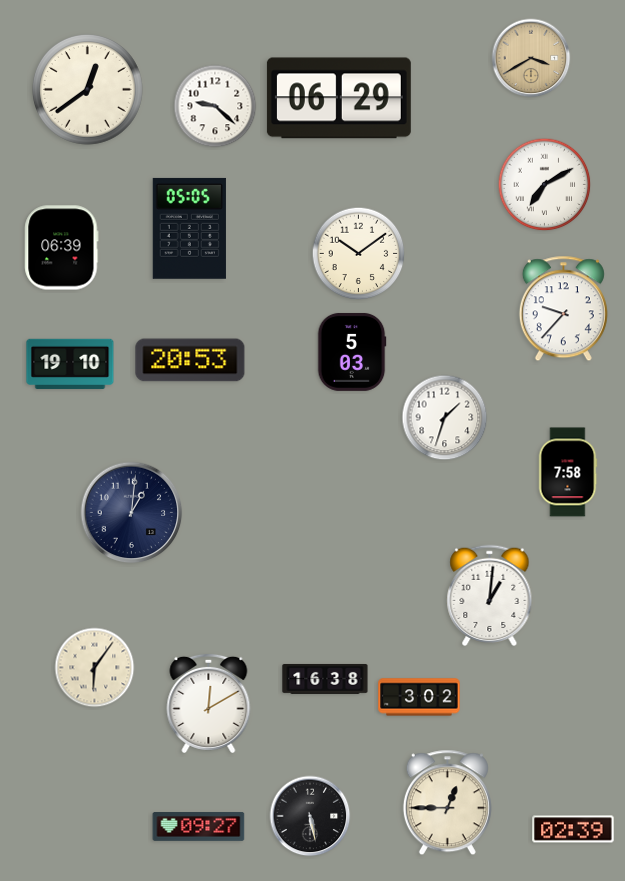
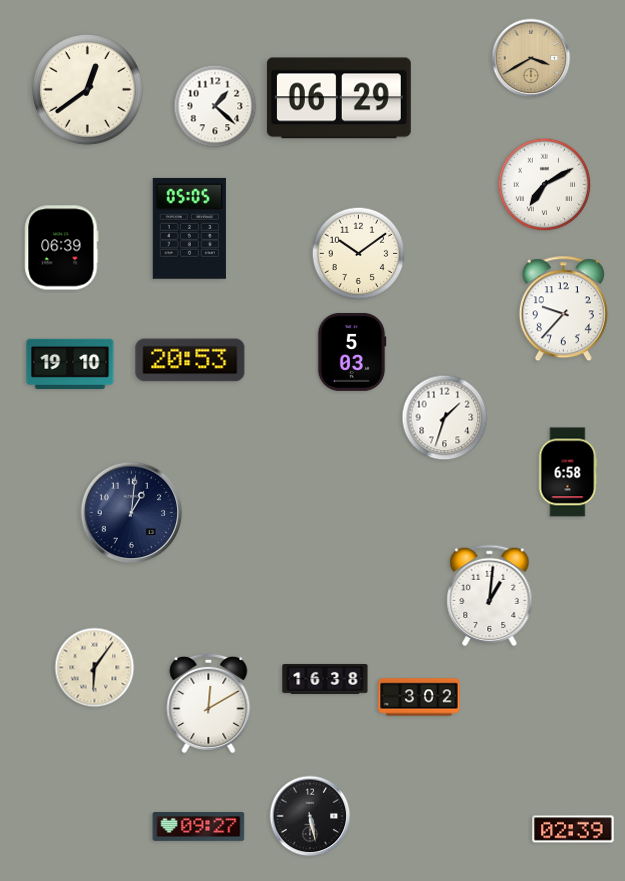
clock at (215, 106): 9:22 -> 1:22
clock at (568, 472): 7:58 -> 6:58
clock at (447, 803): 12:45 -> none
